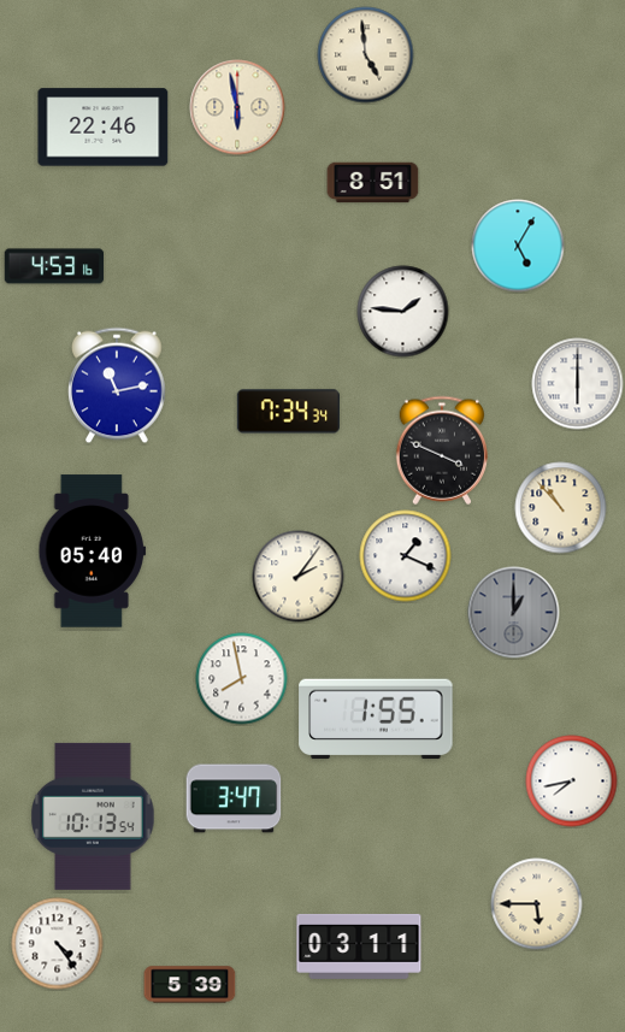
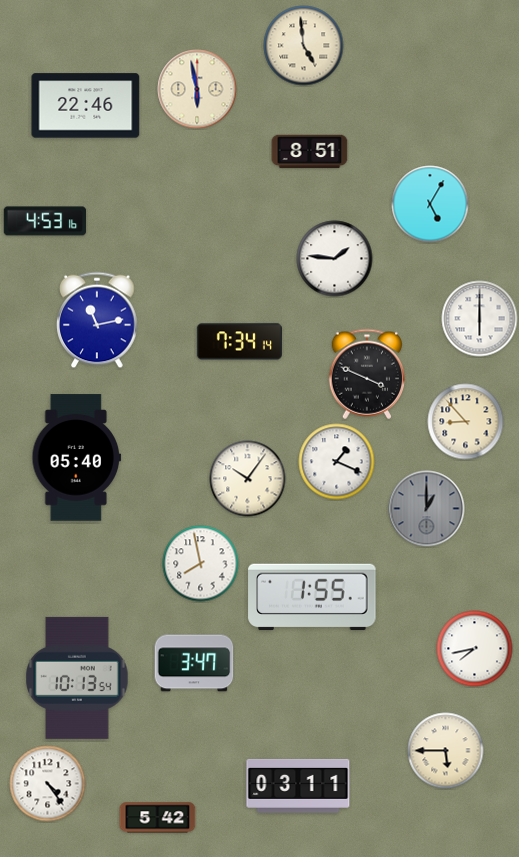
clock at (288, 412): 7:34:34 -> 7:34:14
clock at (561, 508): 10:53 -> 8:53
clock at (299, 577): 2:06 -> 10:06
clock at (190, 985): 5:39 -> 5:42
